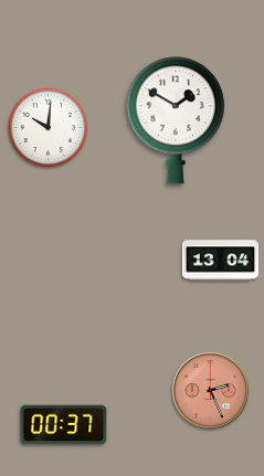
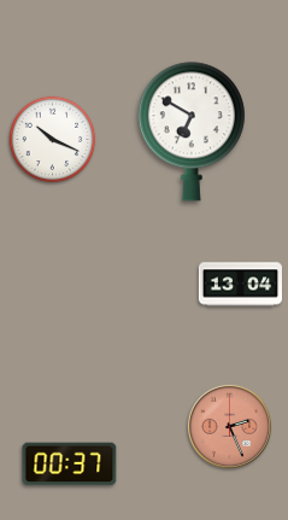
clock at (176, 120): 1:50 -> 6:50
clock at (49, 128): 10:01 -> 10:19
